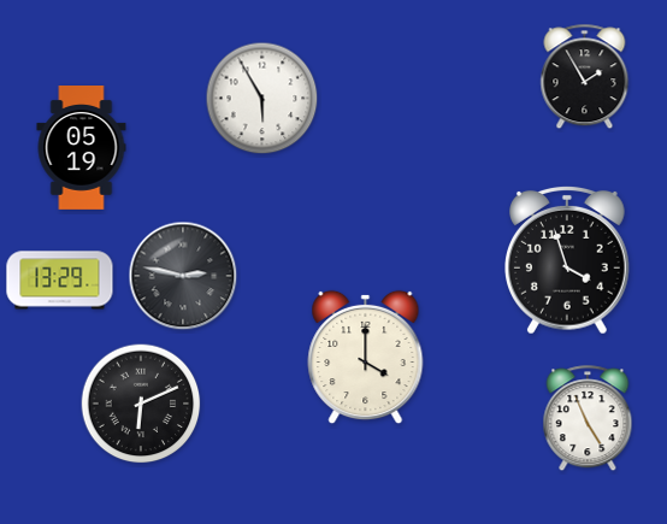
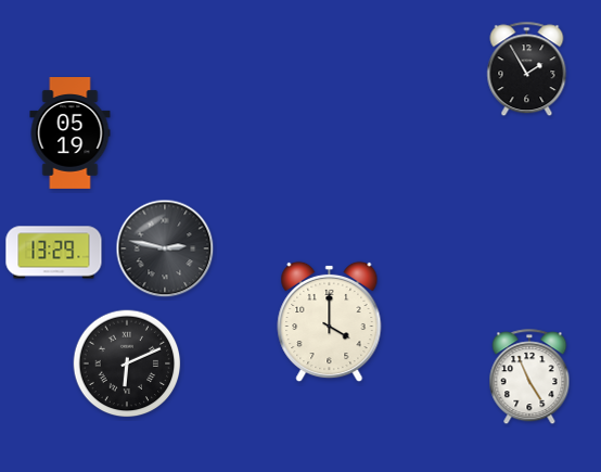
clock at (262, 99): 5:55 -> none
clock at (82, 148) position: (82, 148) -> (71, 133)
clock at (568, 261): 3:57 -> none
